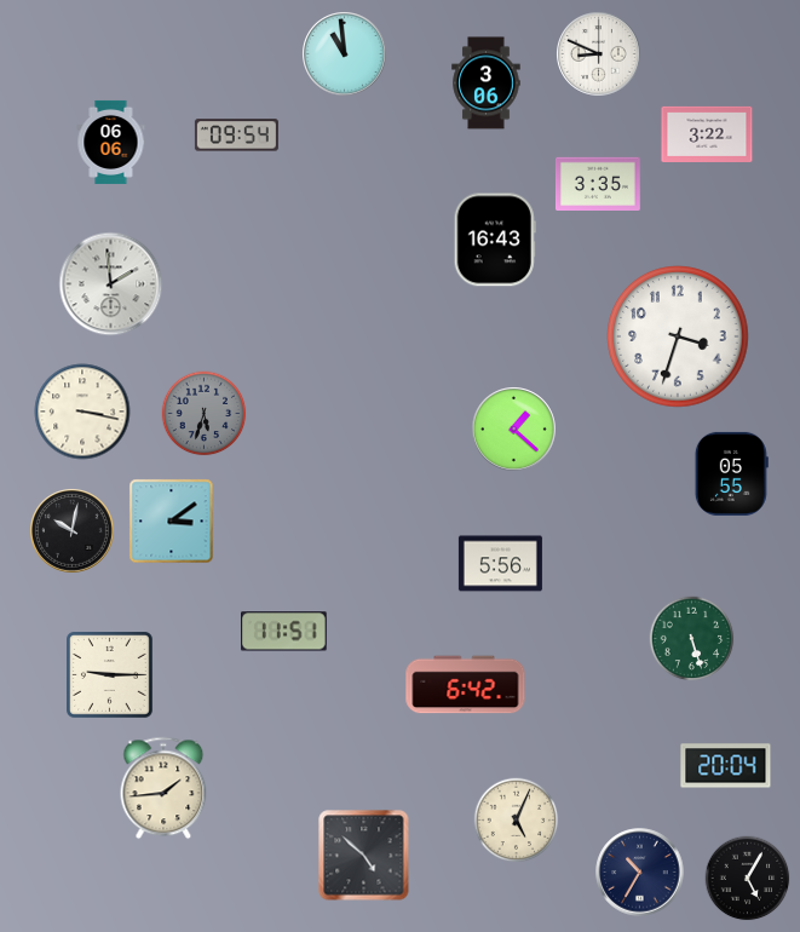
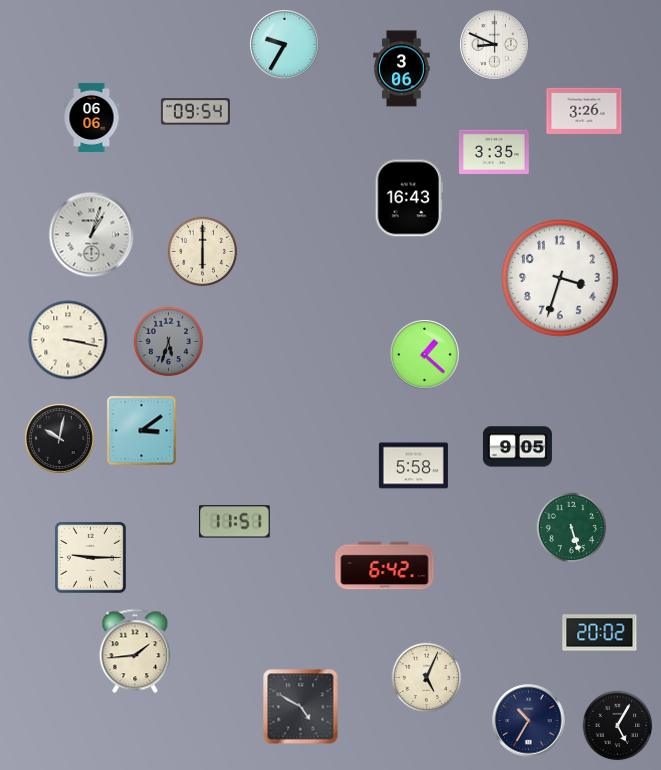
clock at (345, 54): 10:59 -> 9:35
clock at (707, 134): 3:22 -> 3:26
clock at (111, 284): 1:59 -> 1:03
clock at (203, 252): none -> 6:00
clock at (731, 473): 05:55 -> none
clock at (517, 447): none -> 9:05
clock at (500, 564): 5:56 -> 5:58
clock at (726, 766): 20:04 -> 20:02
clock at (364, 856): 4:52 -> 4:50
